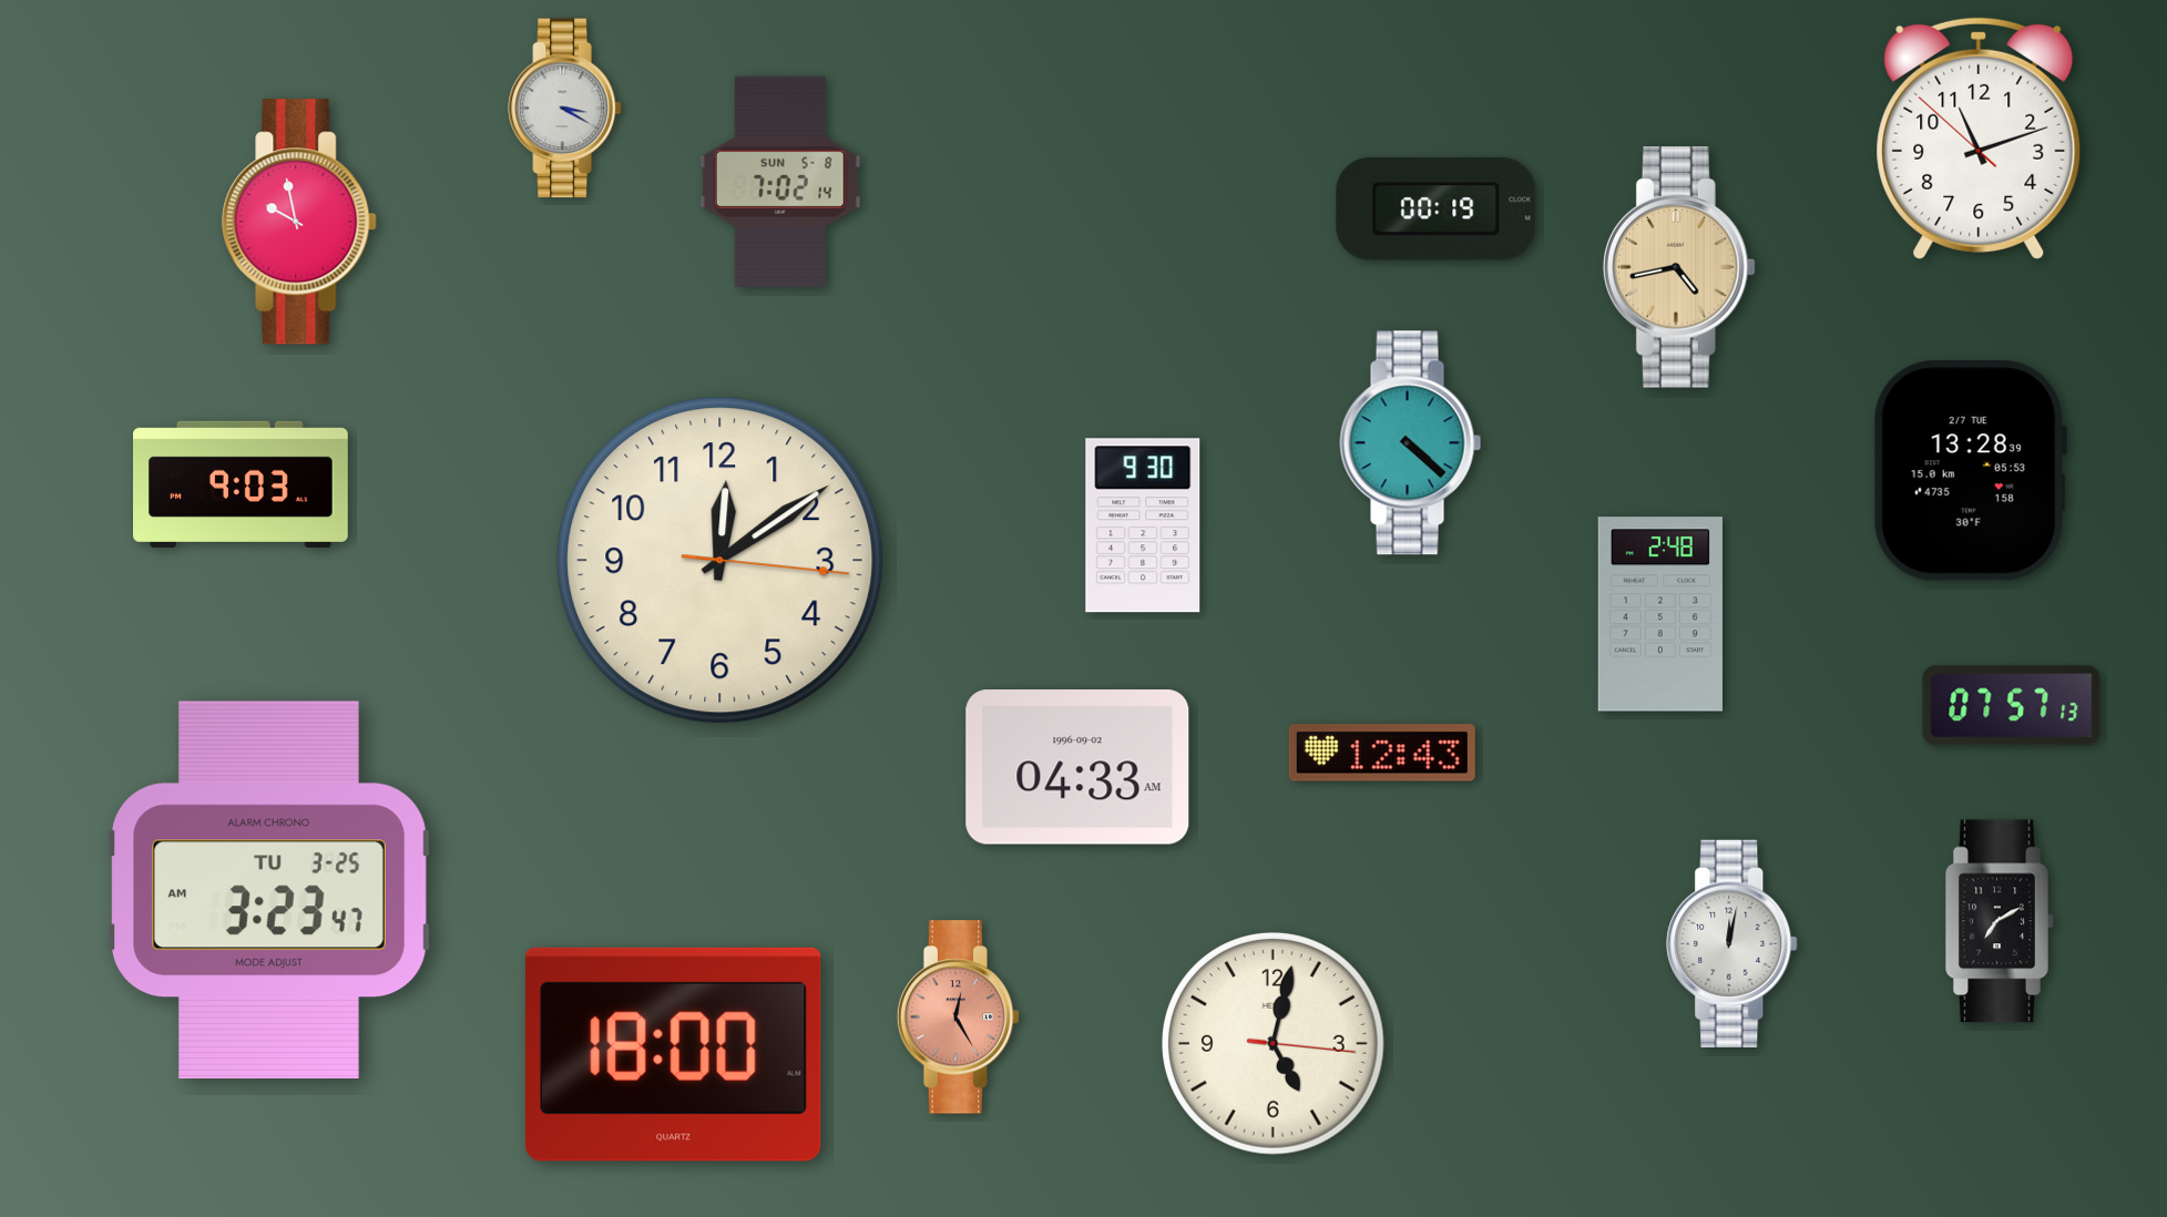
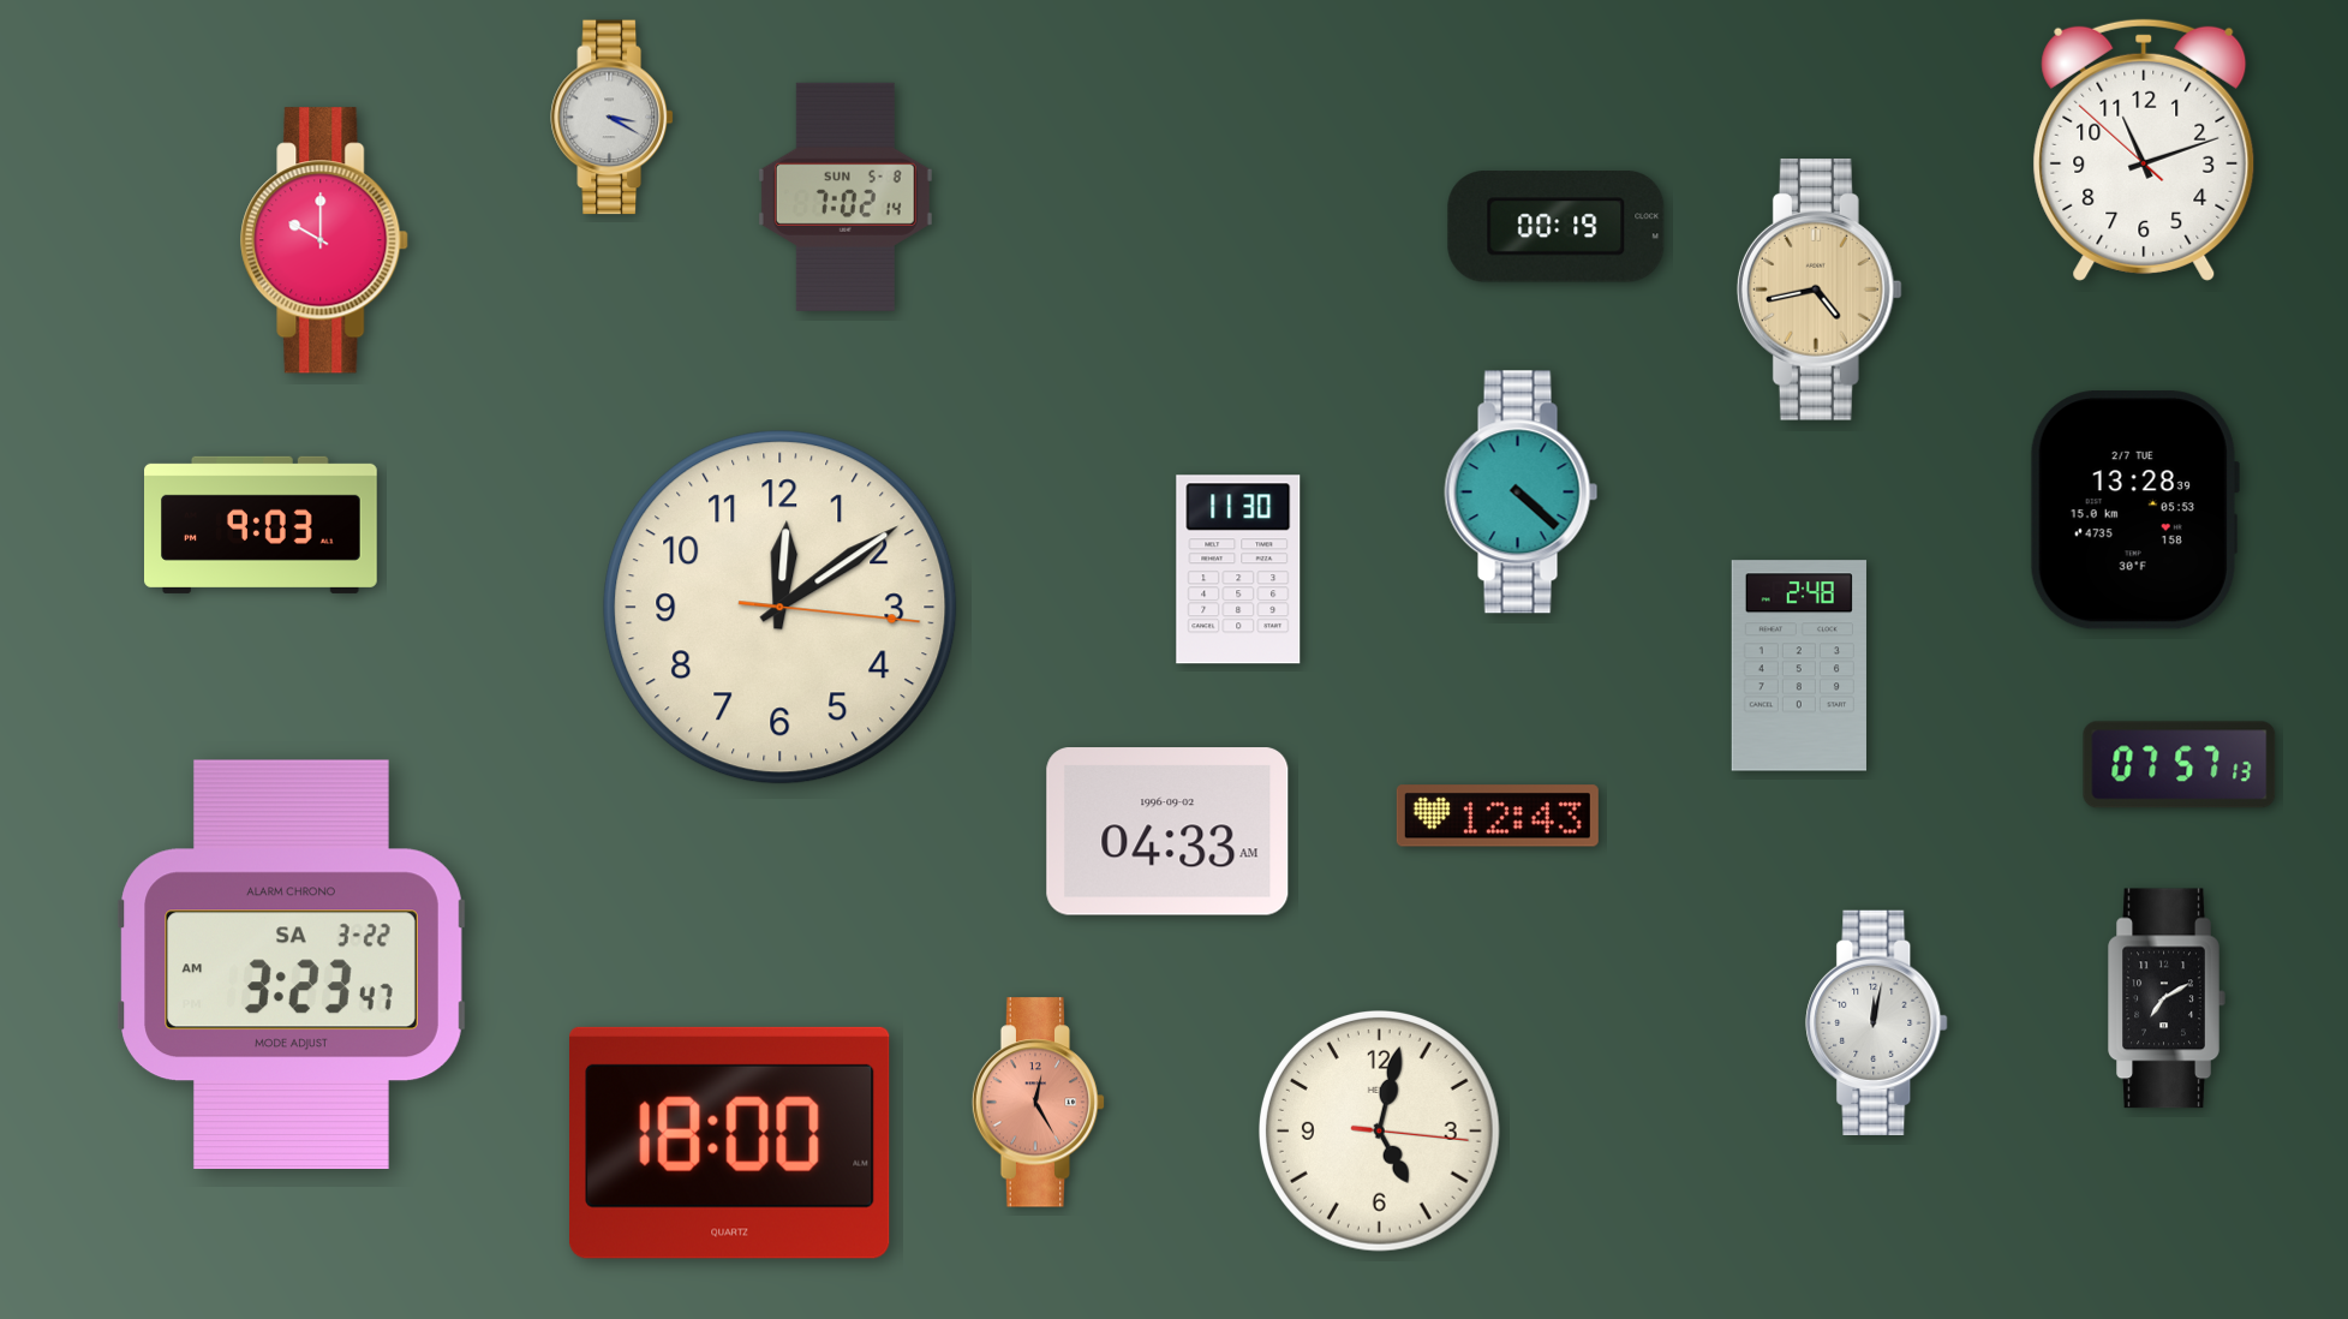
clock at (300, 222): 9:58 -> 10:00
clock at (1411, 443) position: (1411, 443) -> (1522, 493)
clock at (1143, 525): 9:30 -> 11:30
clock at (269, 889) date: TU 3-25 -> SA 3-22
